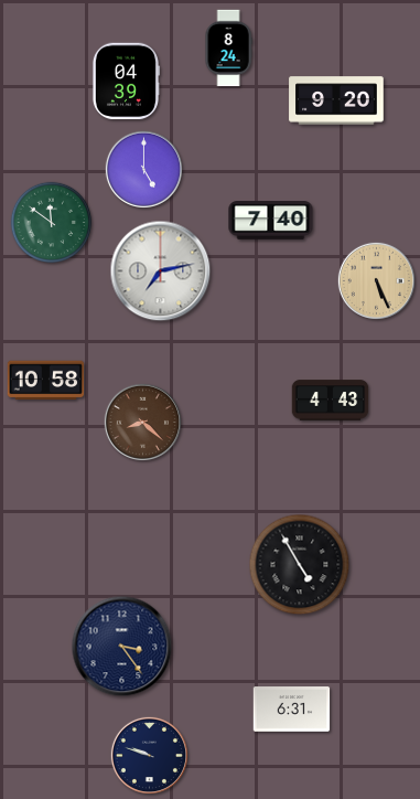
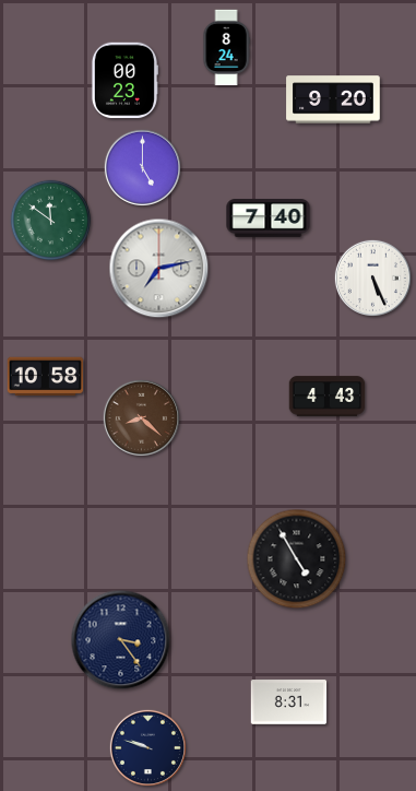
clock at (126, 82): 04:39 -> 00:23
clock at (376, 280) dial: champagne -> white
clock at (292, 710): 6:31 -> 8:31
